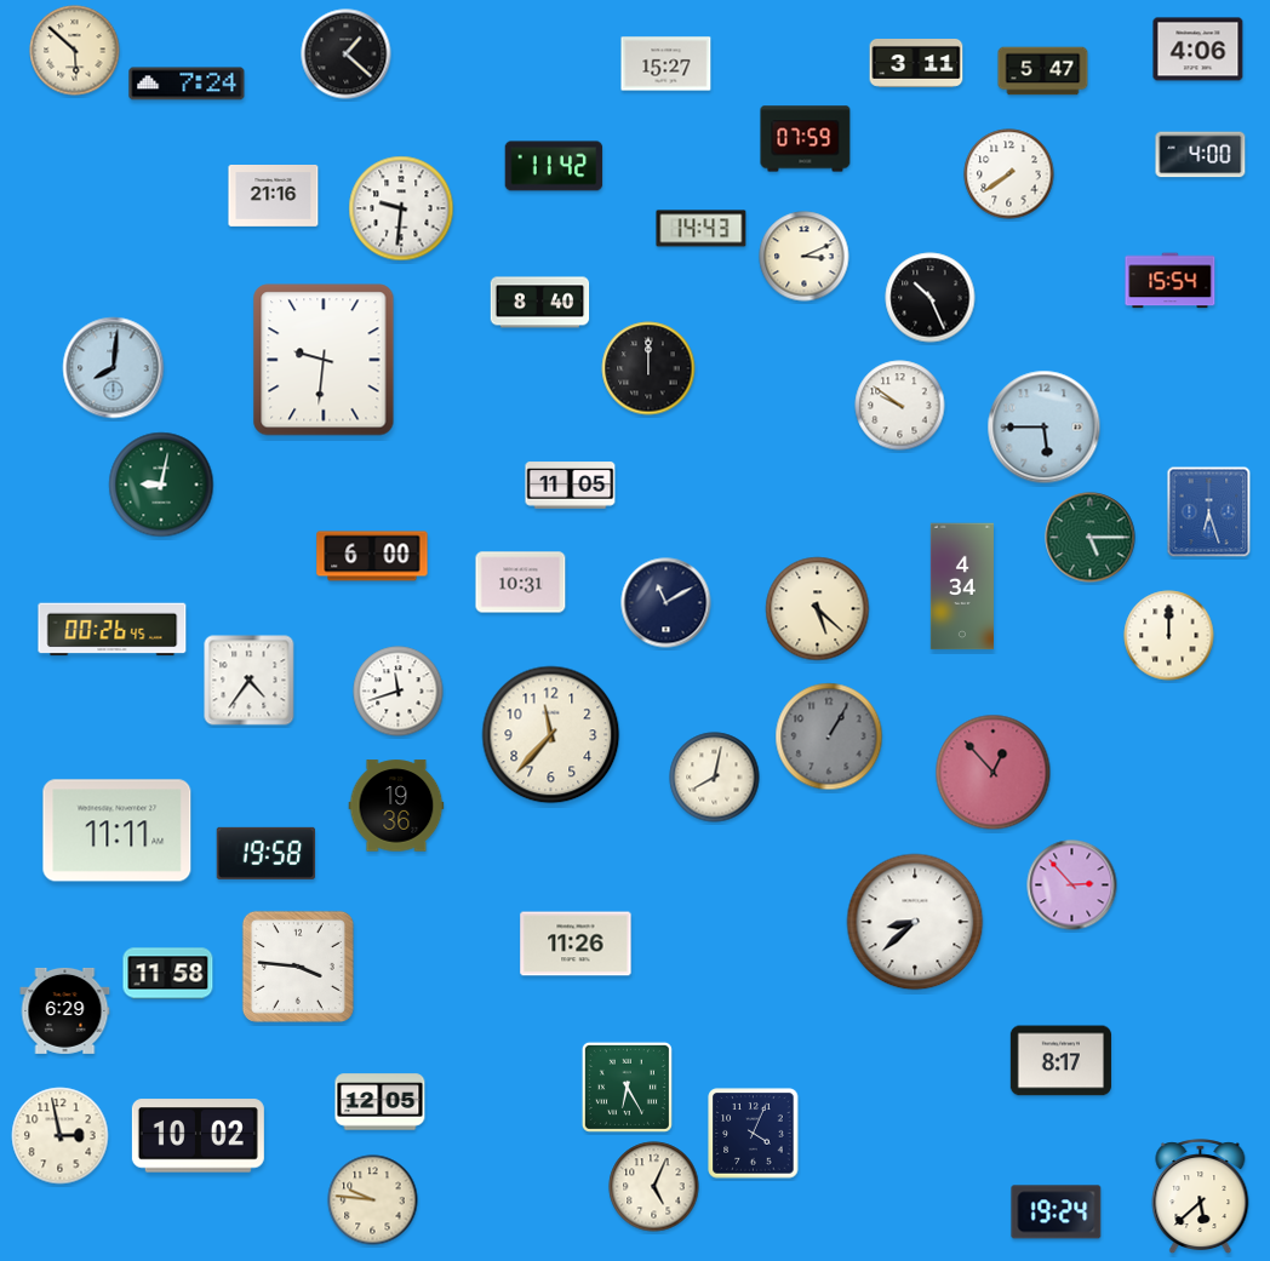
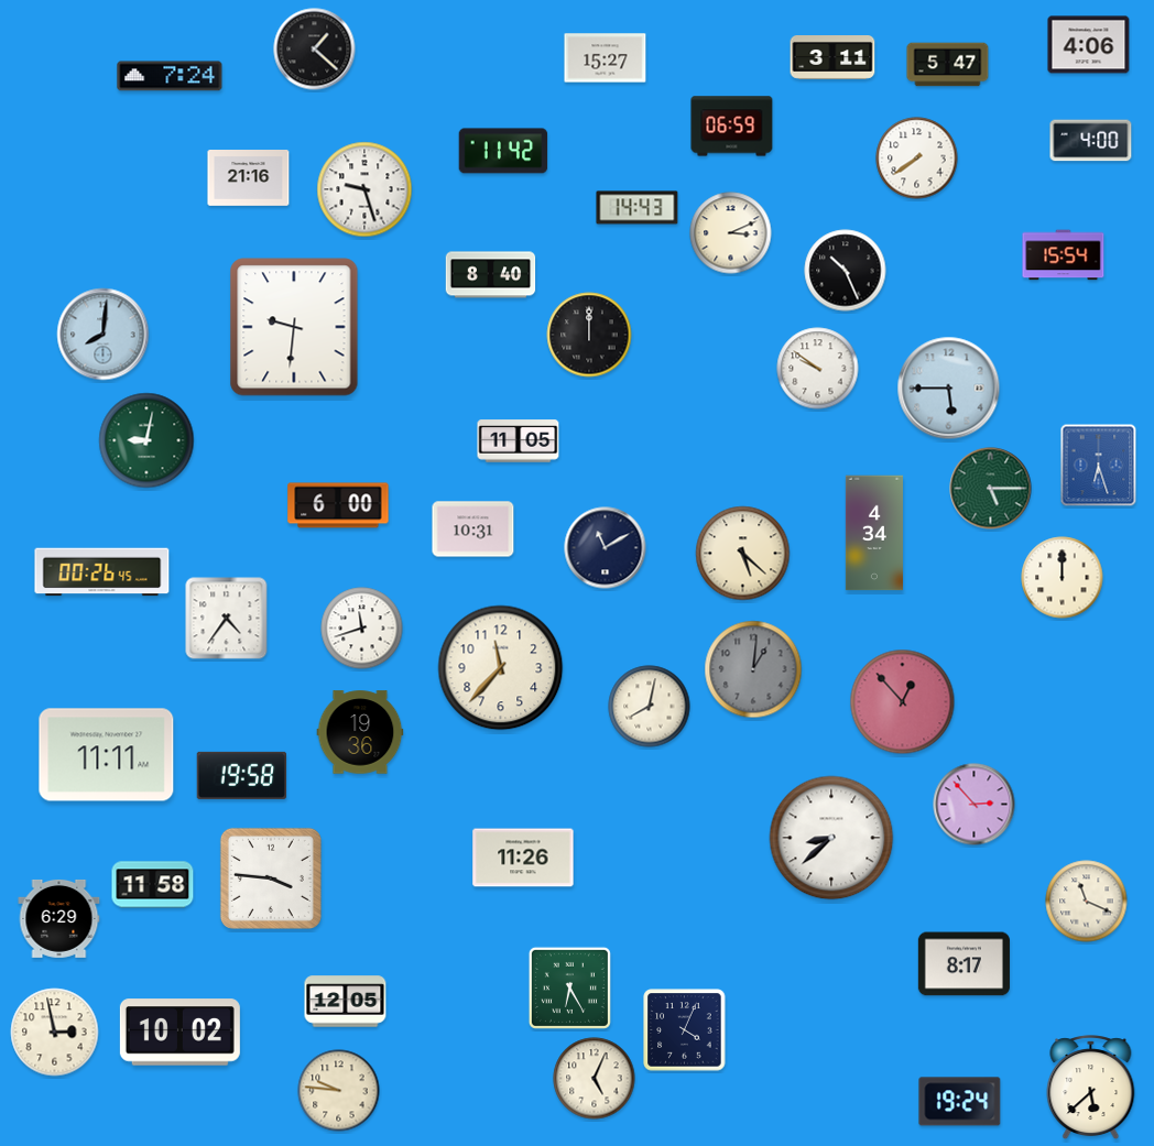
clock at (75, 51): 5:52 -> none
clock at (806, 139): 07:59 -> 06:59
clock at (401, 208): 9:31 -> 9:27
clock at (829, 736): 1:05 -> 1:01
clock at (1087, 902): none -> 11:19
